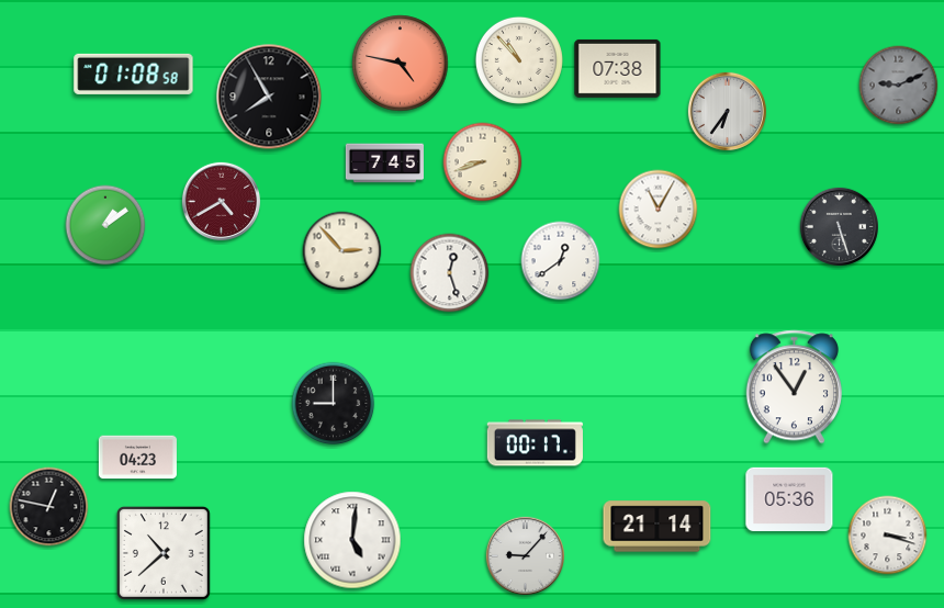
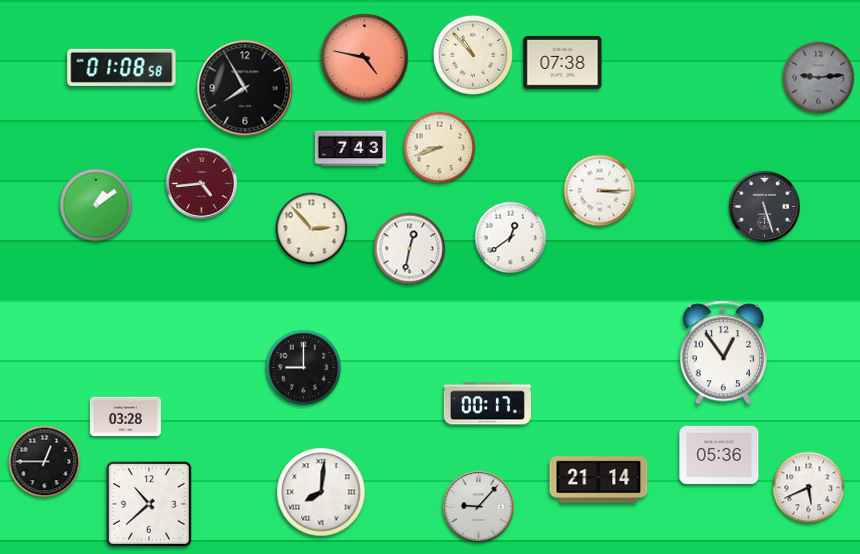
clock at (899, 86): 9:11 -> 9:14
clock at (727, 111): 6:36 -> none
clock at (384, 164): 7:45 -> 7:43
clock at (221, 201): 4:40 -> 4:44
clock at (659, 210): 11:05 -> 3:15
clock at (450, 273): 12:27 -> 12:32
clock at (137, 458): 04:23 -> 03:28
clock at (49, 507): 12:47 -> 12:45
clock at (888, 536): 3:18 -> 5:41
clock at (352, 540): 5:01 -> 8:01
